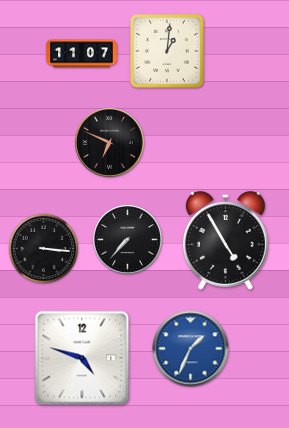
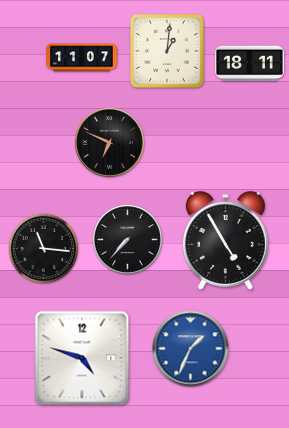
clock at (82, 54) position: (82, 54) -> (82, 58)
clock at (249, 64): none -> 18:11
clock at (44, 249): 3:16 -> 11:16
